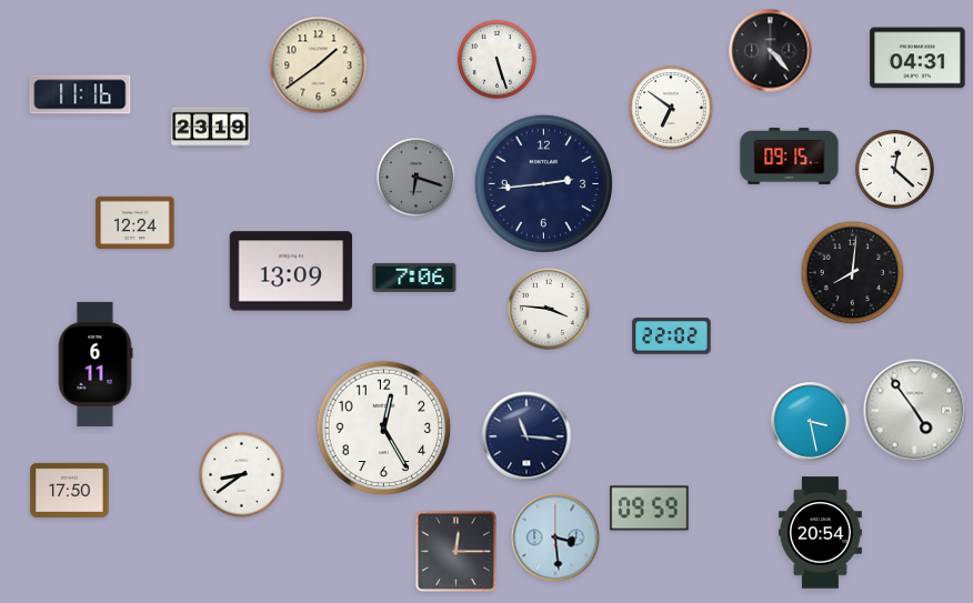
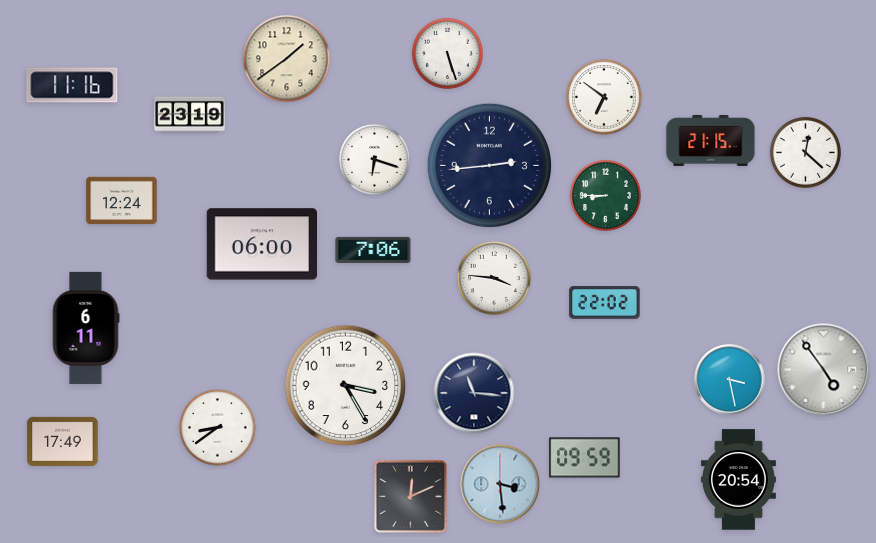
clock at (771, 51): 4:23 -> none
clock at (917, 58): 04:31 -> none
clock at (790, 155): 09:15 -> 21:15
clock at (415, 177) dial: grey -> white
clock at (605, 195): none -> 8:45
clock at (291, 271): 13:09 -> 06:00
clock at (853, 273): 8:01 -> none
clock at (384, 429): 12:25 -> 3:25
clock at (70, 490): 17:50 -> 17:49
clock at (455, 551): 12:15 -> 12:11
